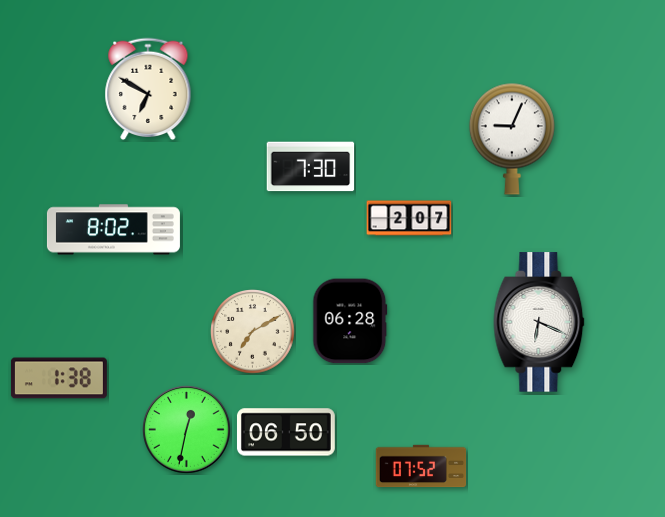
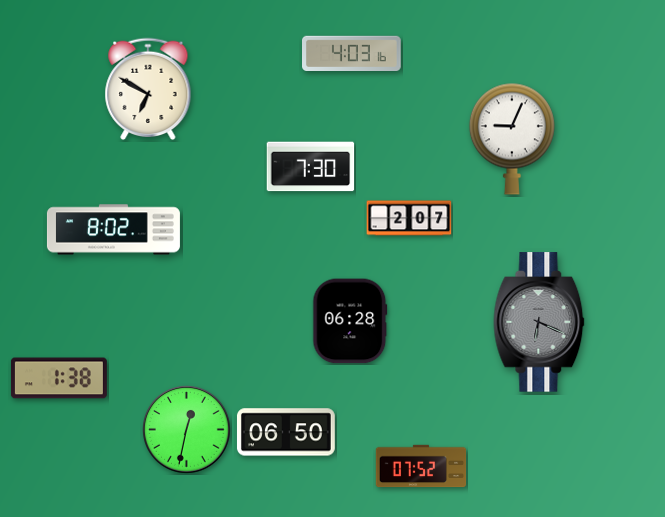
clock at (352, 53): none -> 4:03
clock at (539, 322) dial: white -> grey
clock at (253, 332): 7:10 -> none
